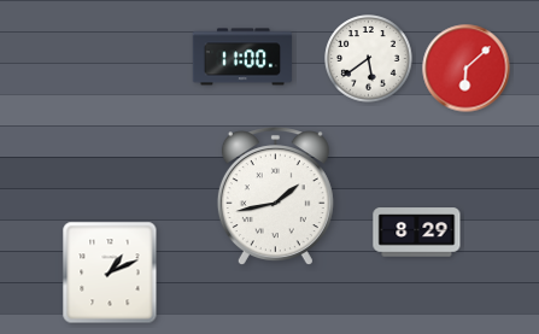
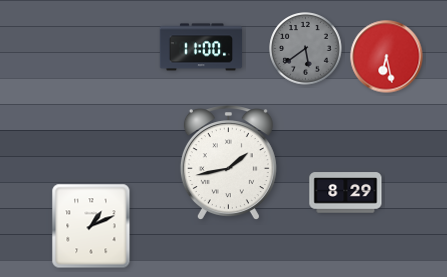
clock at (369, 59) dial: white -> grey
clock at (467, 69): 6:08 -> 6:28
